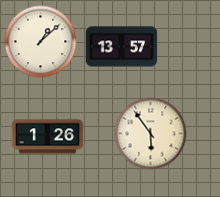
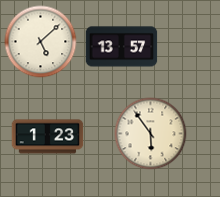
clock at (41, 42): 1:08 -> 5:08
clock at (48, 137): 1:26 -> 1:23
